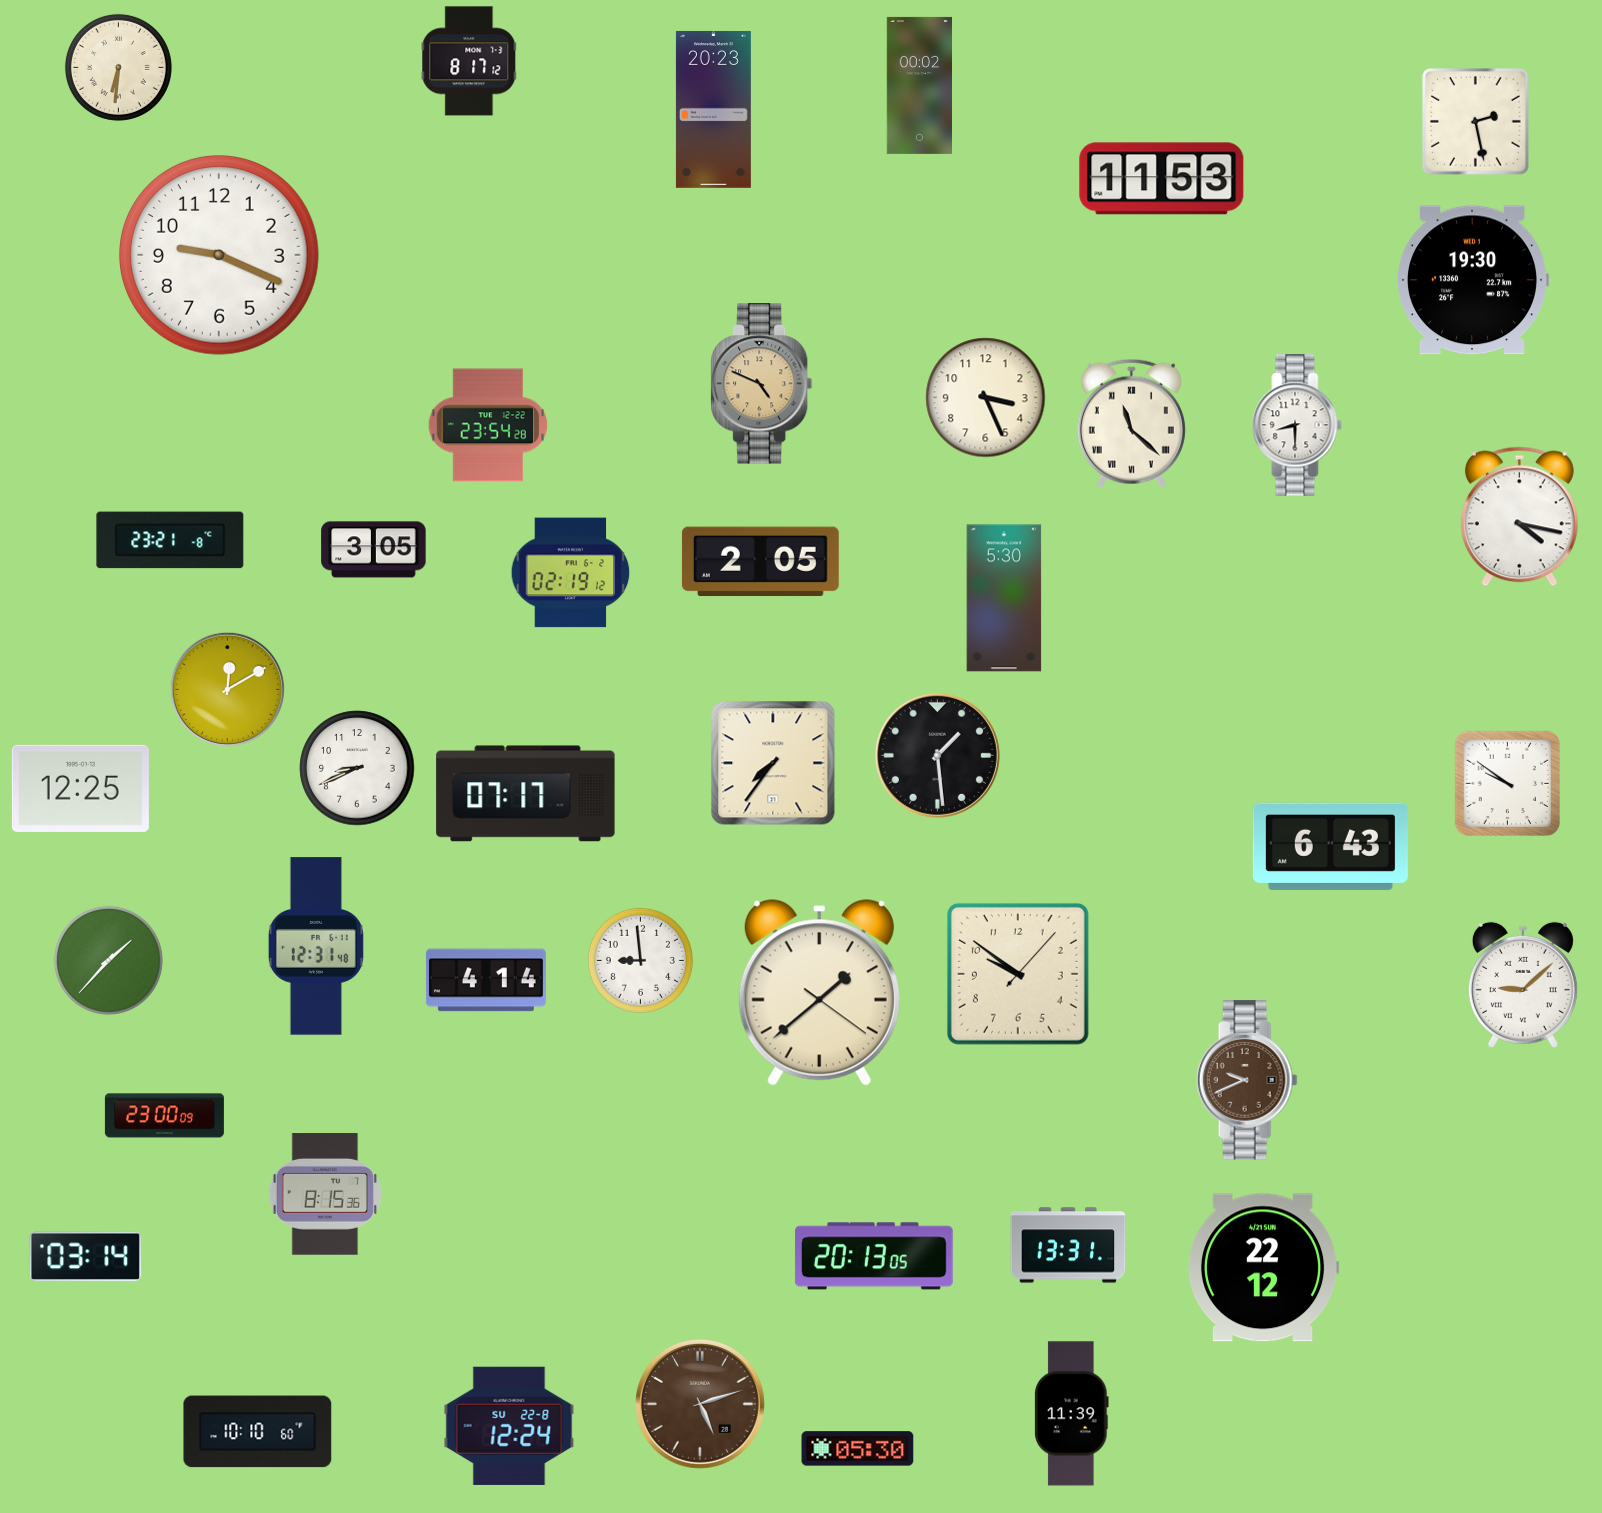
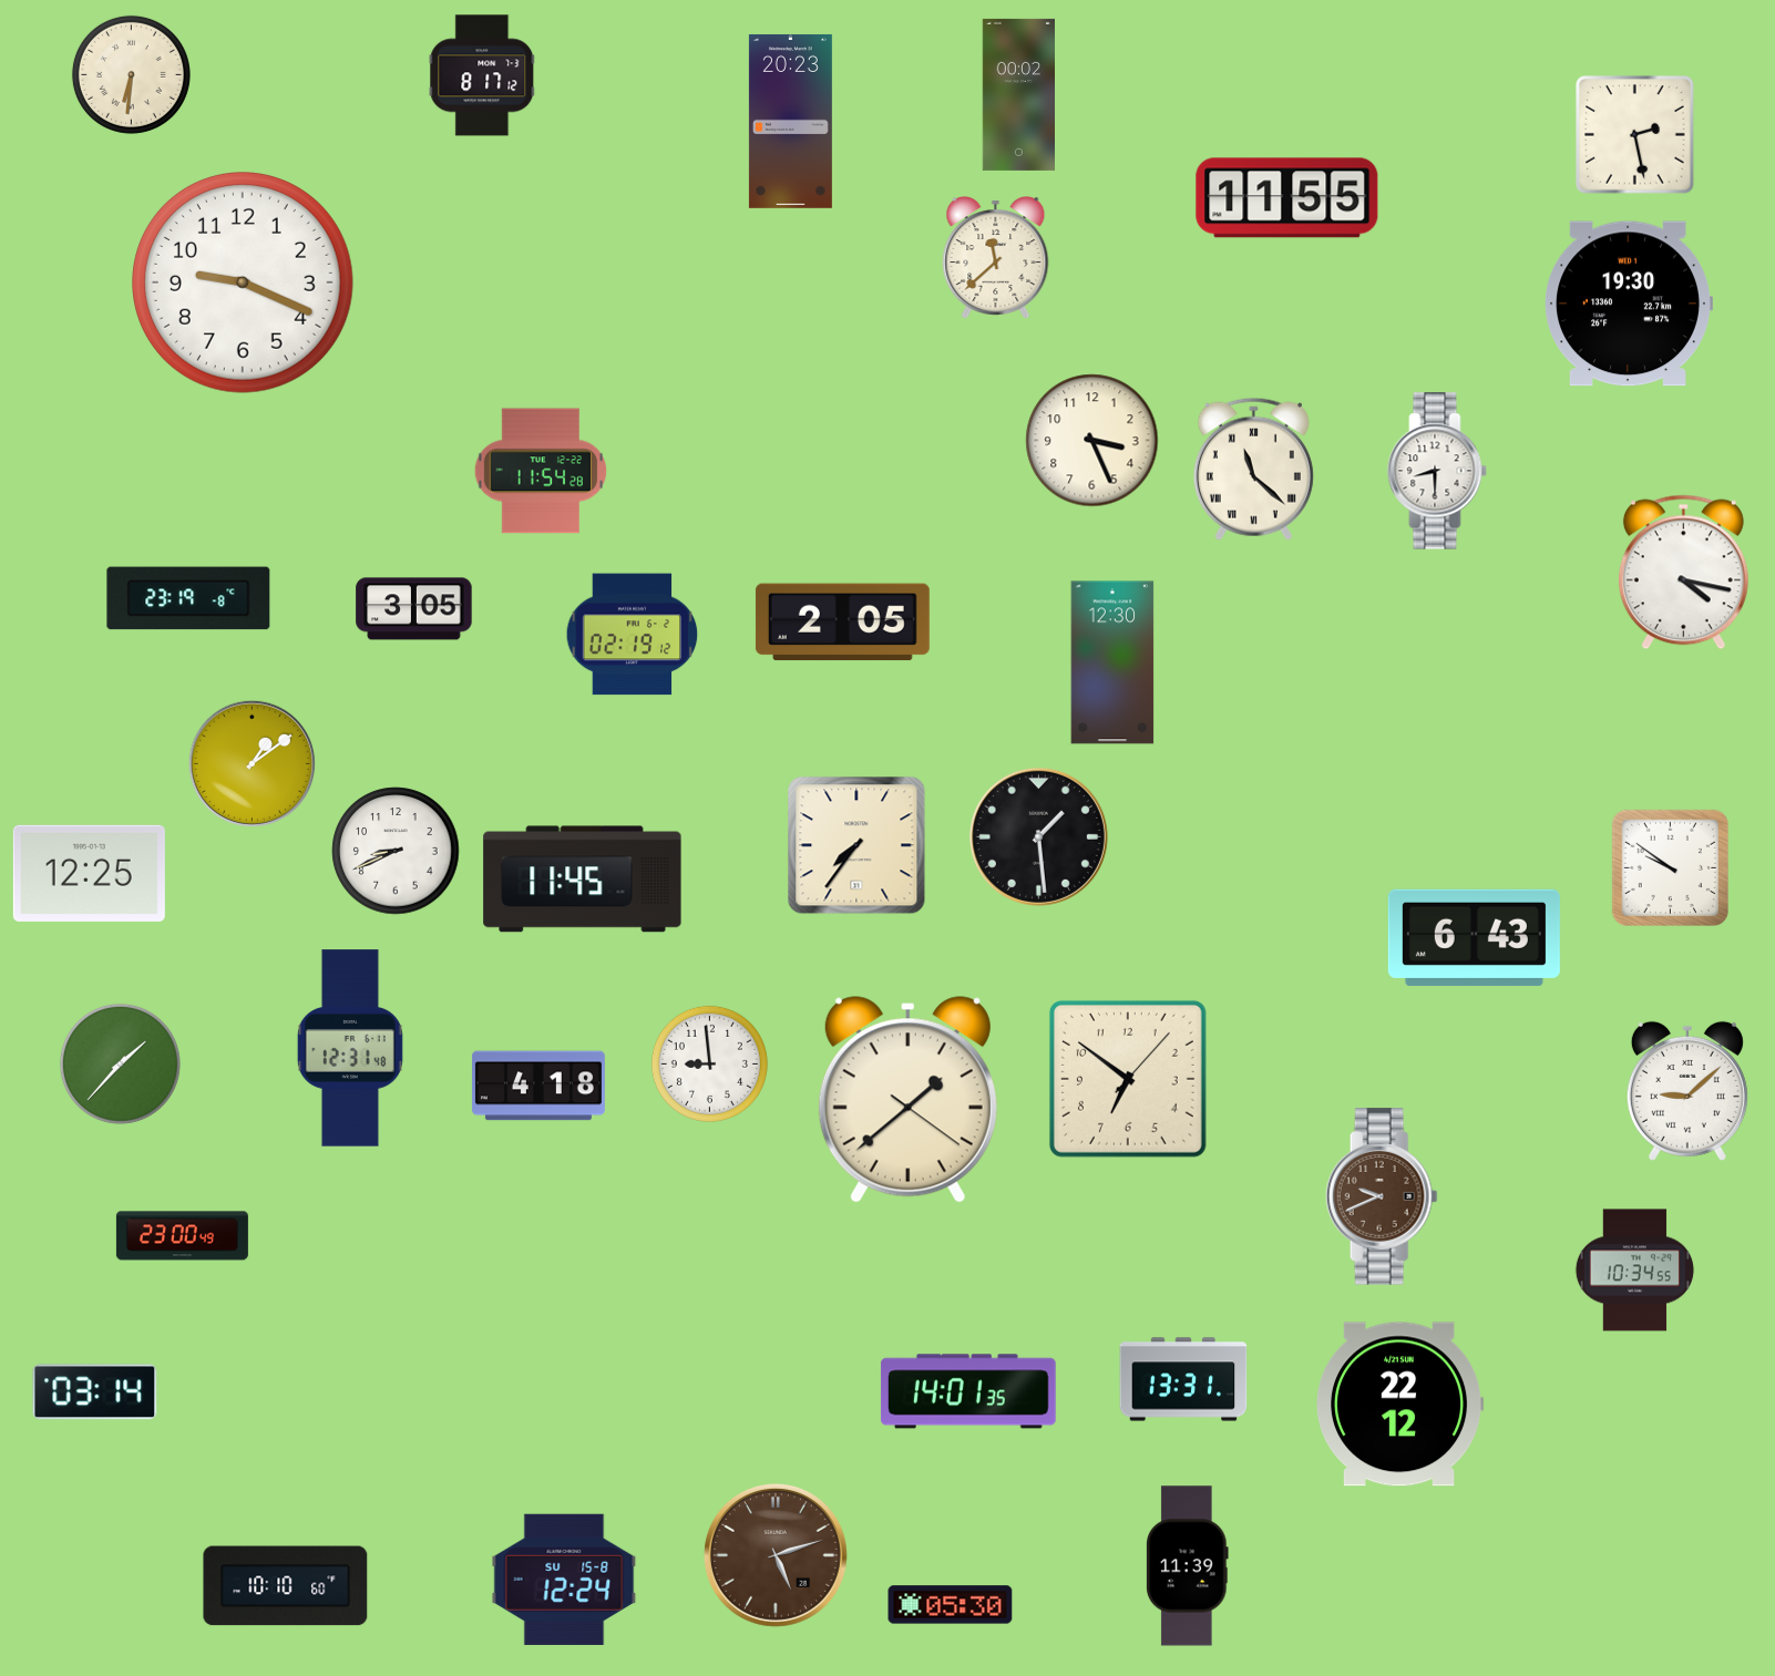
clock at (469, 61) position: (469, 61) -> (482, 75)
clock at (1162, 179): 11:53 -> 11:55
clock at (996, 258): none -> 11:38
clock at (1473, 280) position: (1473, 280) -> (1629, 304)
clock at (762, 384): 4:49 -> none
clock at (488, 425): 23:54 -> 11:54
clock at (170, 540): 23:21 -> 23:19
clock at (1004, 598): 5:30 -> 12:30
clock at (227, 689): 12:10 -> 1:09
clock at (526, 794): 07:17 -> 11:45
clock at (1018, 974): 9:51 -> 6:51
clock at (486, 980): 4:14 -> 4:18
clock at (164, 1116): 23:00:09 -> 23:00:49
clock at (1634, 1271): none -> 10:34
clock at (325, 1194): 8:15 -> none
clock at (874, 1256): 20:13 -> 14:01
clock at (509, 1426) date: SU 22-8 -> SU 15-8
